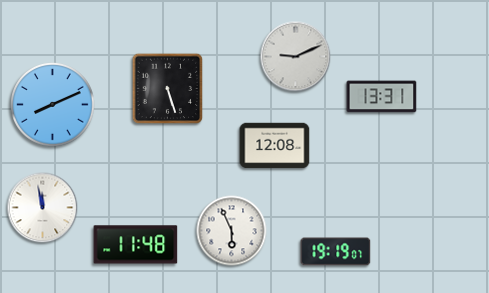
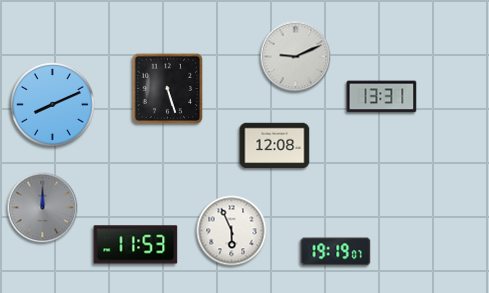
clock at (43, 208): 11:58 -> 12:00
clock at (43, 208) dial: white -> grey
clock at (136, 245): 11:48 -> 11:53
